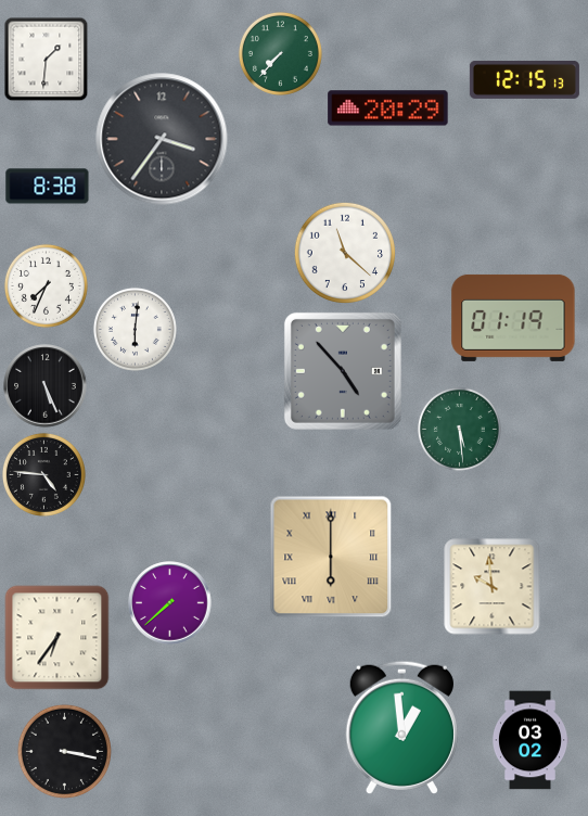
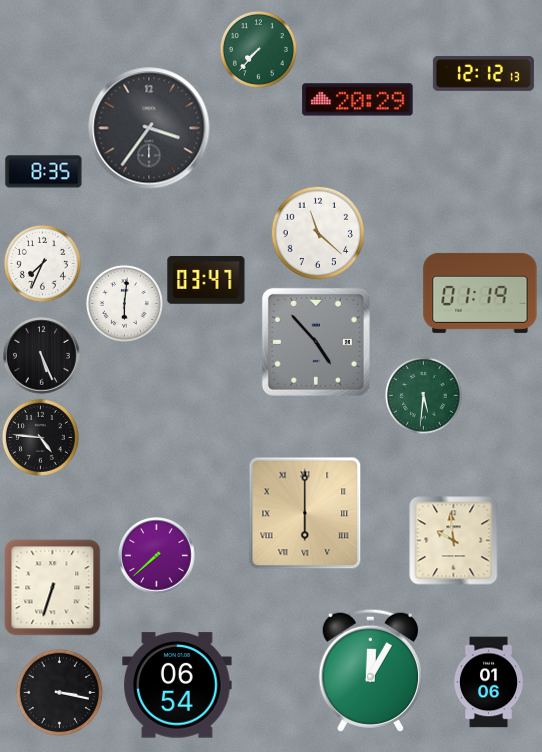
clock at (46, 59): 1:31 -> none
clock at (524, 79): 12:15 -> 12:12
clock at (48, 187): 8:38 -> 8:35
clock at (206, 280): none -> 03:47
clock at (513, 318) position: (513, 318) -> (480, 293)
clock at (459, 429): 5:29 -> 5:31
clock at (57, 638): 6:36 -> 6:33
clock at (401, 727): 12:59 -> 12:05
clock at (531, 740): 03:02 -> 01:06
clock at (177, 685): none -> 06:54
